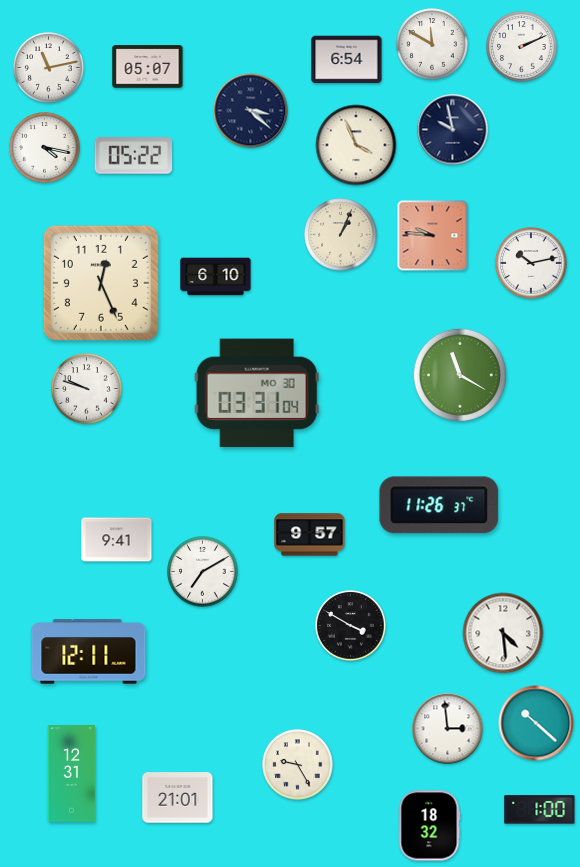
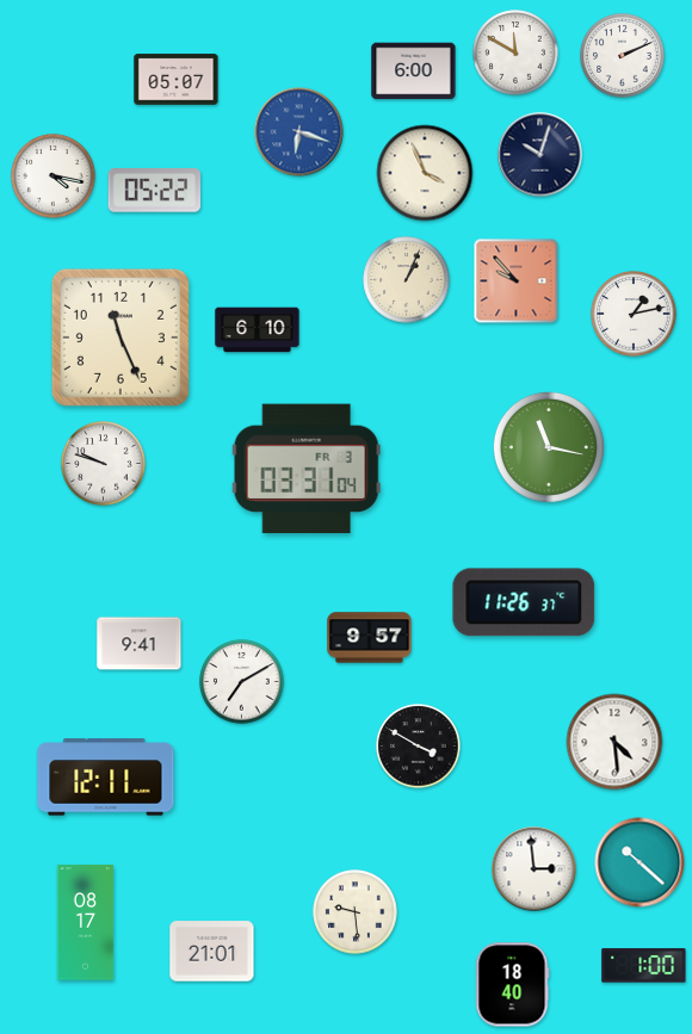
clock at (347, 60): 6:54 -> 6:00
clock at (49, 68): 11:13 -> none
clock at (251, 111): 3:22 -> 6:18
clock at (251, 111) dial: navy -> blue
clock at (453, 130): 9:58 -> 10:03
clock at (134, 156) position: (134, 156) -> (155, 191)
clock at (433, 236): 9:46 -> 9:53
clock at (531, 263): 10:13 -> 1:13
clock at (101, 283): 12:26 -> 11:26
clock at (460, 375): 11:20 -> 11:17
clock at (257, 393) date: MO 30 -> FR 3
clock at (503, 633) position: (503, 633) -> (614, 742)
clock at (298, 765): 9:25 -> 9:29
clock at (72, 774): 12:31 -> 08:17
clock at (429, 826): 18:32 -> 18:40
